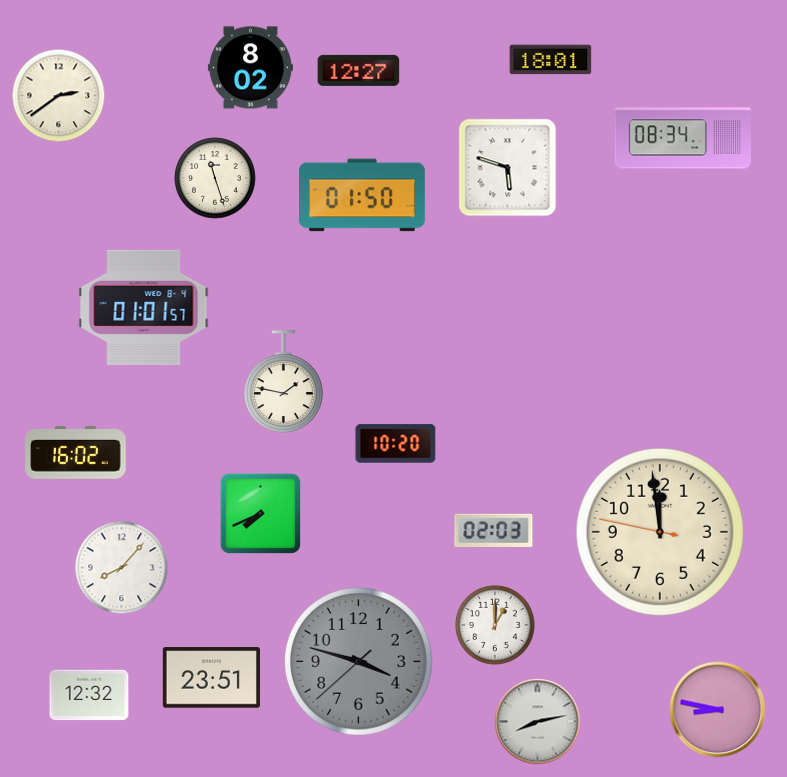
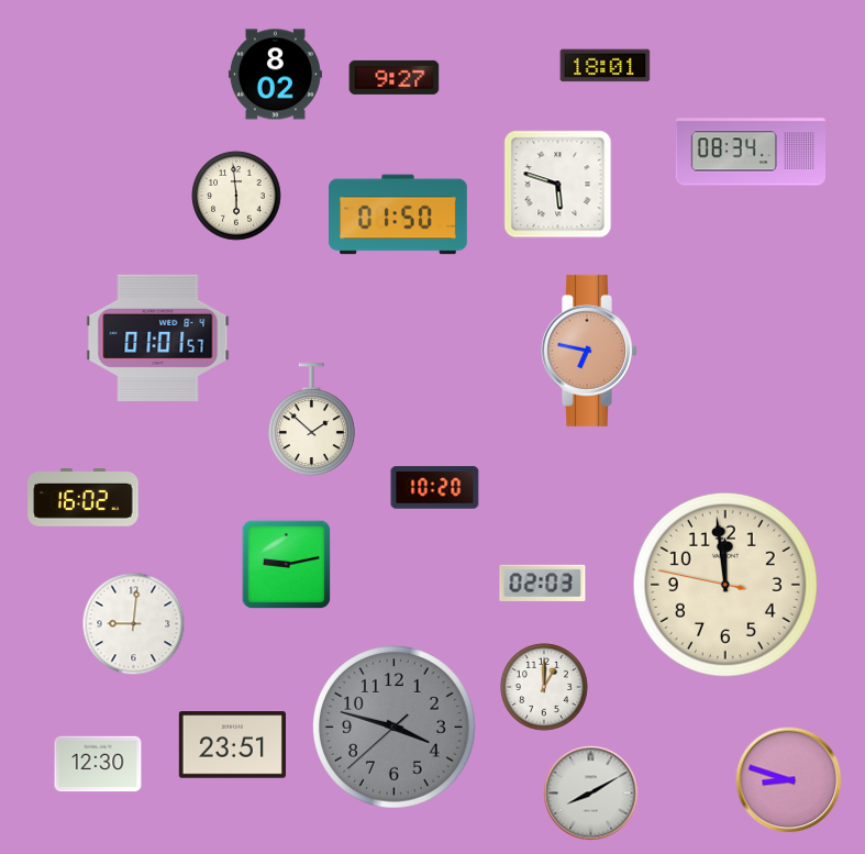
clock at (359, 70): 12:27 -> 9:27
clock at (59, 96): 2:39 -> none
clock at (215, 178): 11:27 -> 5:59
clock at (590, 351): none -> 6:47
clock at (284, 382): 1:47 -> 1:52
clock at (261, 514): 7:41 -> 9:13
clock at (122, 568): 8:07 -> 9:01
clock at (89, 695): 12:32 -> 12:30
clock at (718, 710): 8:47 -> 8:48
clock at (538, 722): 8:13 -> 8:10
